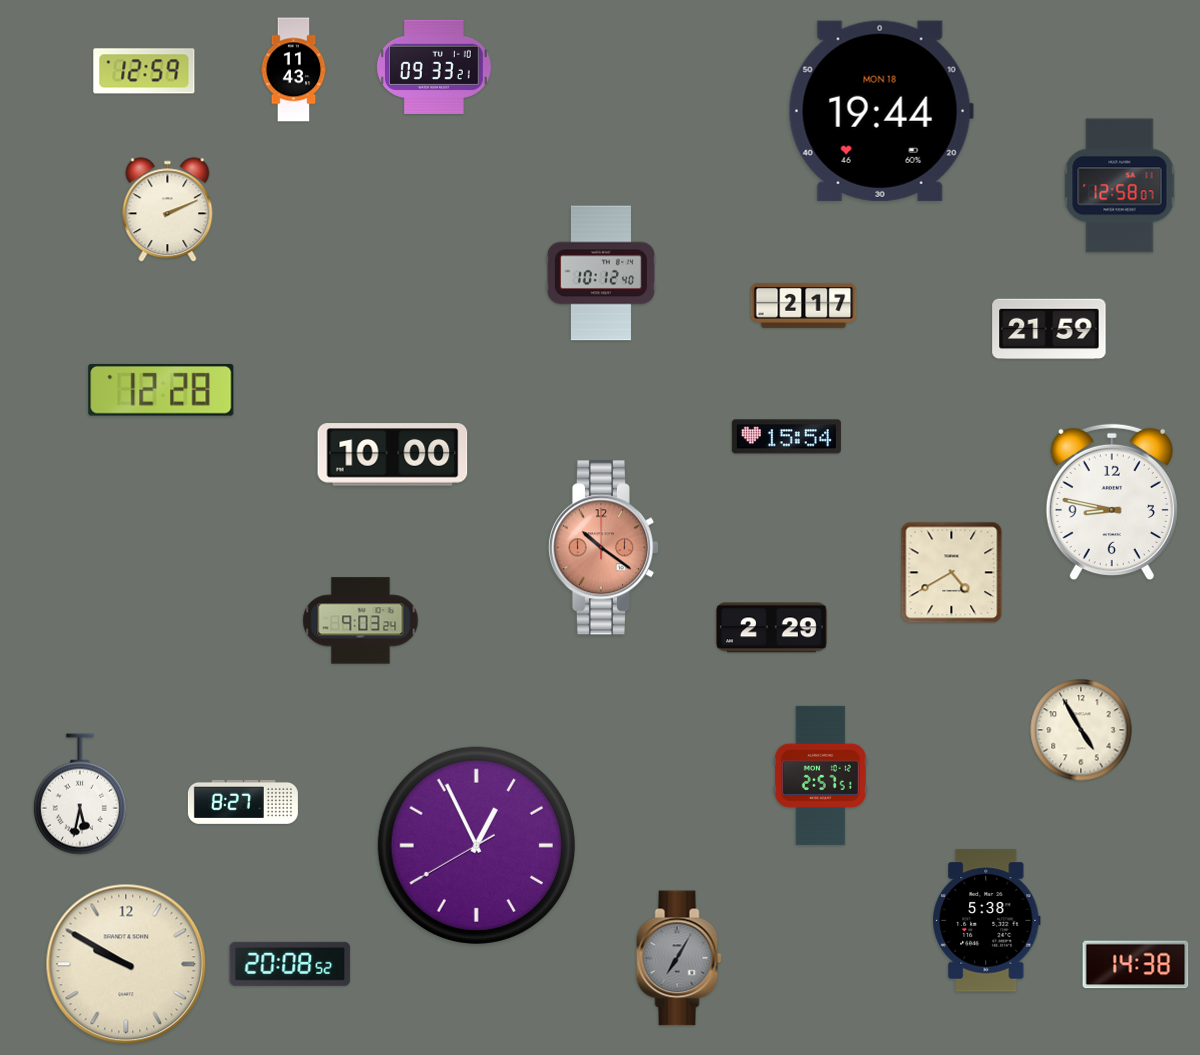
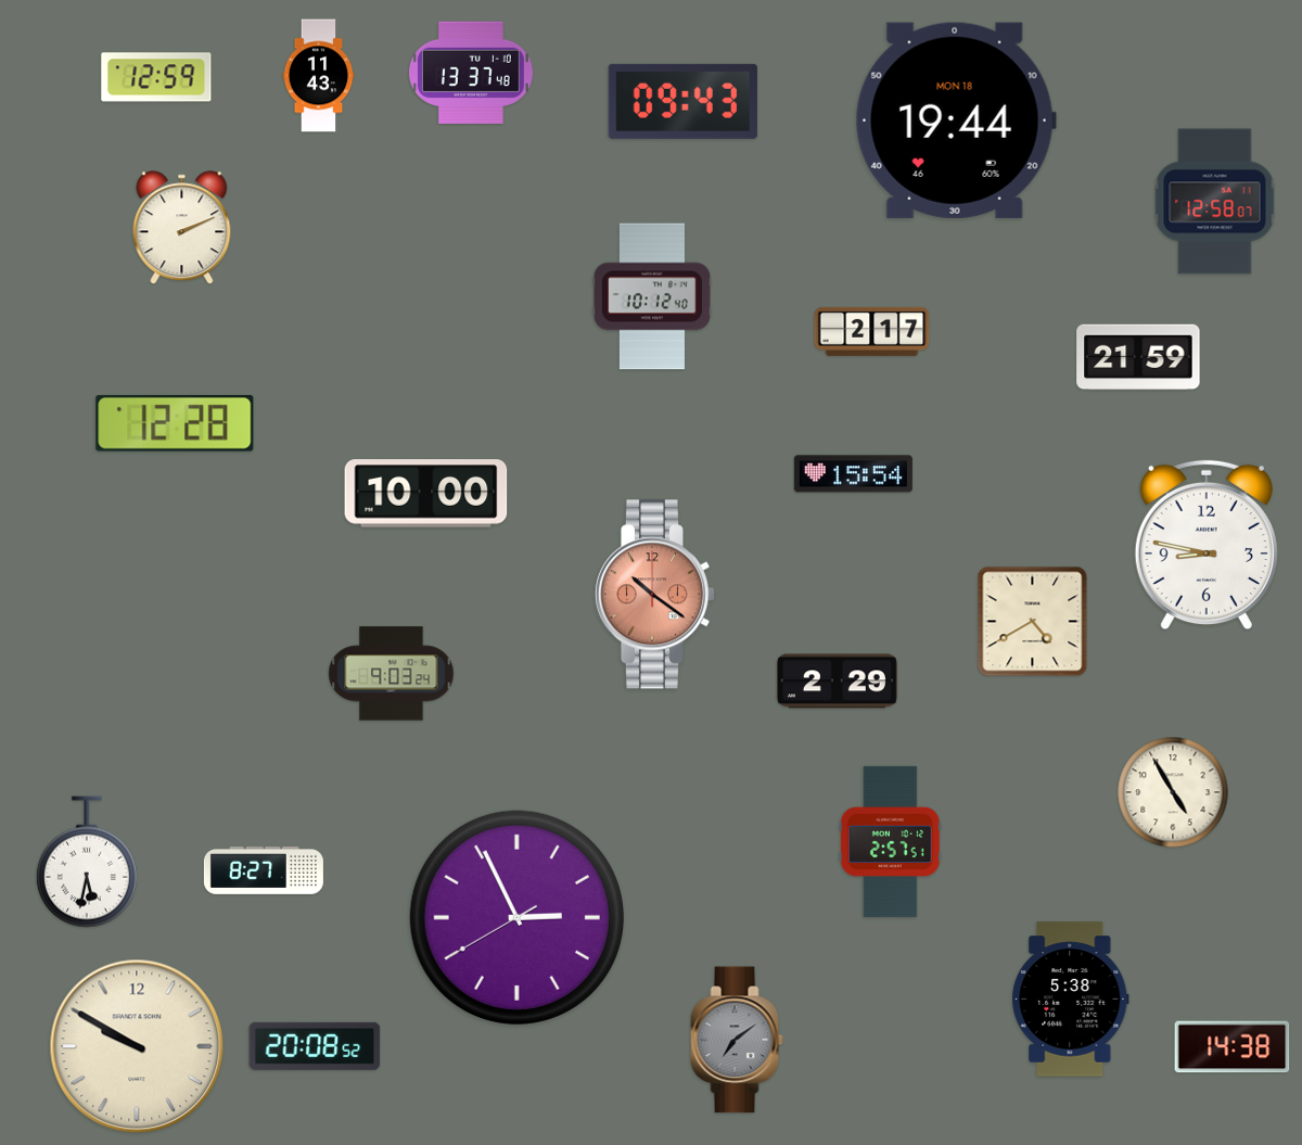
clock at (434, 66): 09:33 -> 13:37
clock at (682, 101): none -> 09:43
clock at (476, 845): 12:55 -> 2:55
clock at (679, 958): 7:05 -> 7:09
